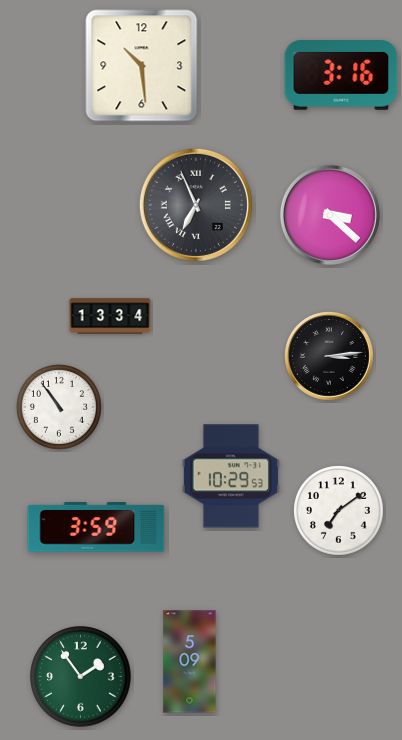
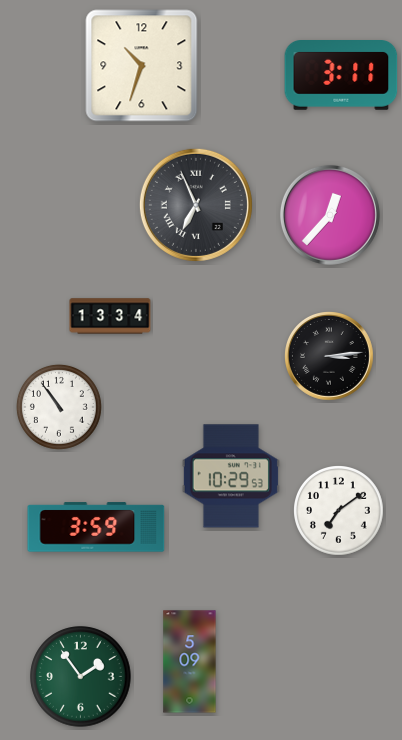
clock at (142, 66): 10:29 -> 10:33
clock at (341, 76): 3:16 -> 3:11
clock at (330, 215): 3:22 -> 12:37
